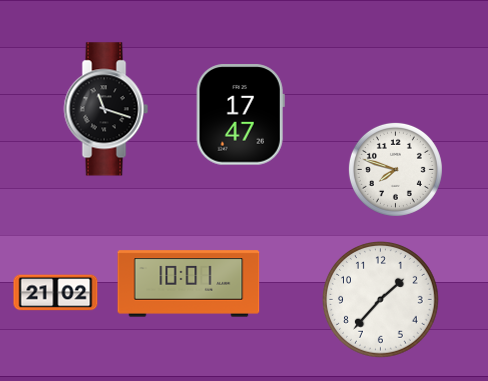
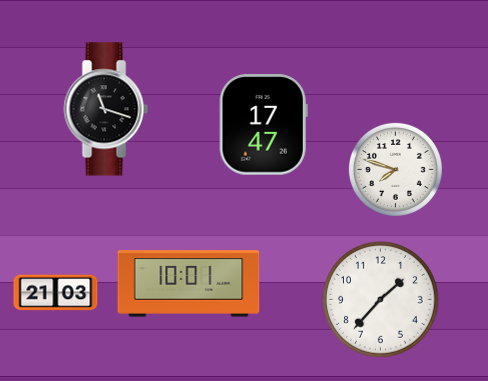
clock at (240, 115) position: (240, 115) -> (263, 125)
clock at (56, 293): 21:02 -> 21:03
